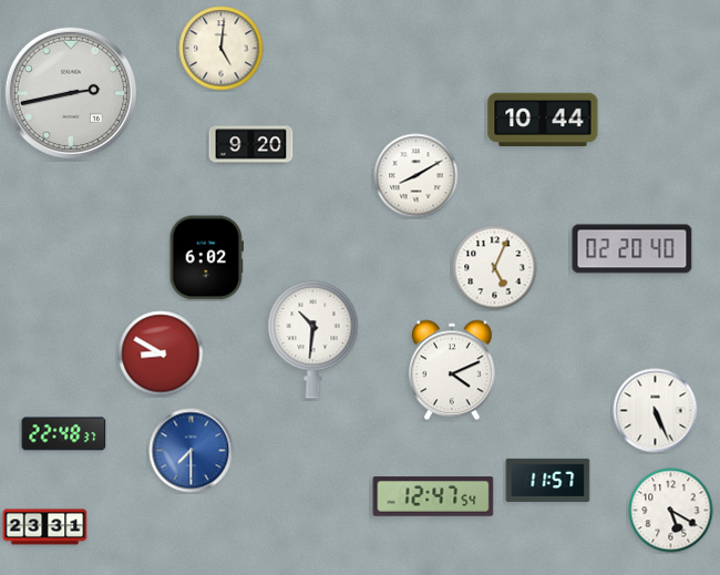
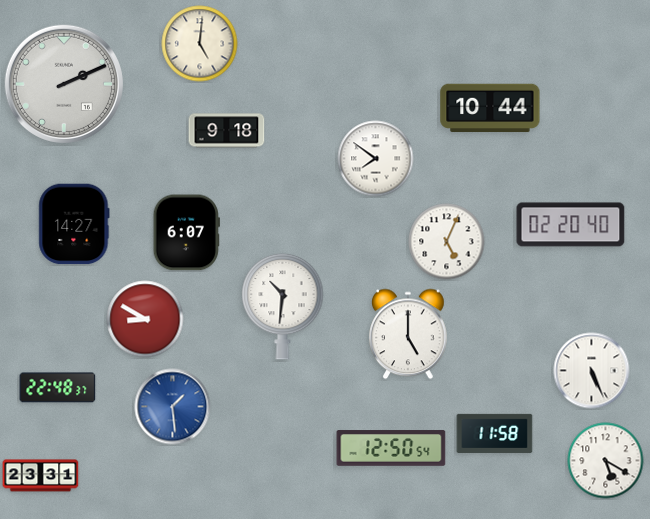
clock at (71, 93): 2:43 -> 2:11
clock at (251, 145): 9:20 -> 9:18
clock at (416, 176): 8:10 -> 7:51
clock at (74, 224): none -> 14:27
clock at (206, 258): 6:02 -> 6:07
clock at (452, 370): 4:11 -> 5:00
clock at (64, 434) position: (64, 434) -> (58, 388)
clock at (192, 451): 7:30 -> 1:29
clock at (548, 480): 11:57 -> 11:58
clock at (433, 496): 12:47 -> 12:50
